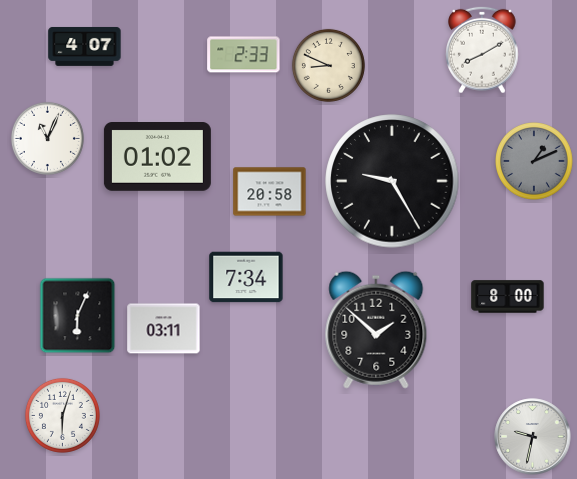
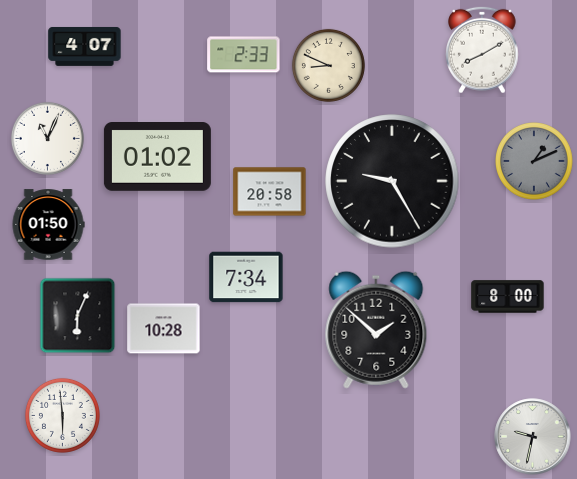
clock at (48, 225): none -> 01:50
clock at (164, 329): 03:11 -> 10:28
clock at (62, 415): 6:03 -> 5:59
